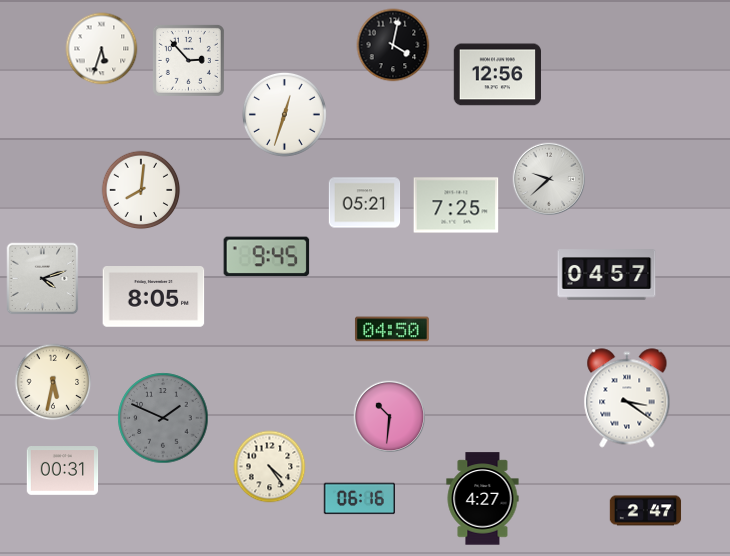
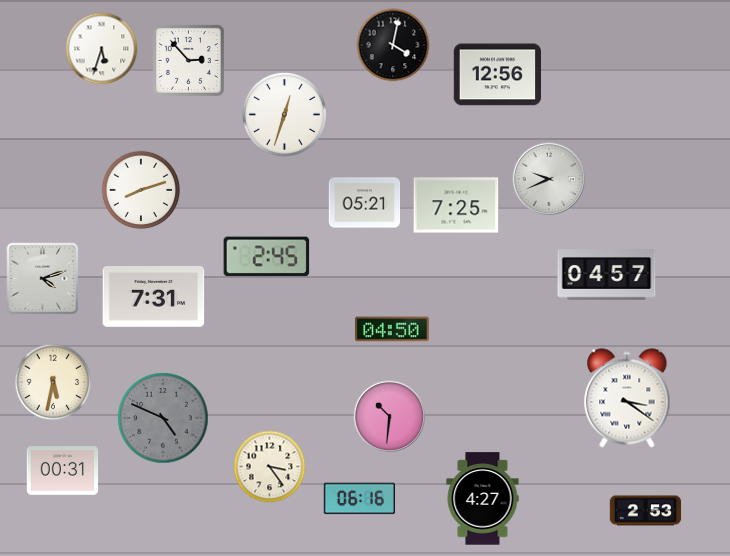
clock at (549, 179): 9:38 -> 9:41
clock at (141, 190): 8:01 -> 8:12
clock at (267, 257): 9:45 -> 2:45
clock at (154, 297): 8:05 -> 7:31
clock at (163, 418): 1:49 -> 4:49
clock at (270, 467): 4:24 -> 3:24
clock at (646, 511): 2:47 -> 2:53
